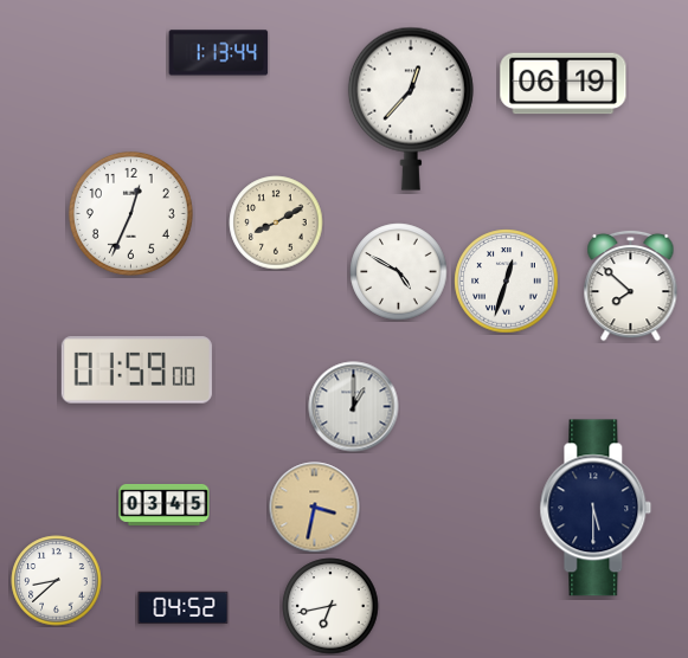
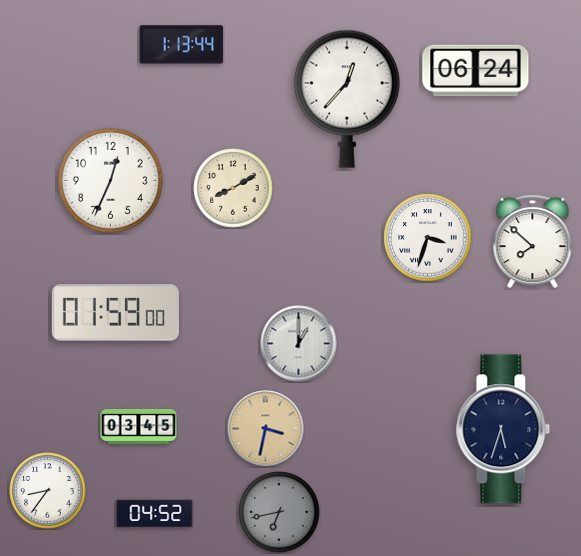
clock at (219, 53) position: (219, 53) -> (182, 45)
clock at (564, 84): 06:19 -> 06:24
clock at (411, 109) position: (411, 109) -> (347, 99)
clock at (399, 272): 4:50 -> none
clock at (507, 282): 12:33 -> 3:33
clock at (596, 508): 5:30 -> 5:33
clock at (57, 581): 8:38 -> 8:36
clock at (330, 606) dial: white -> grey
